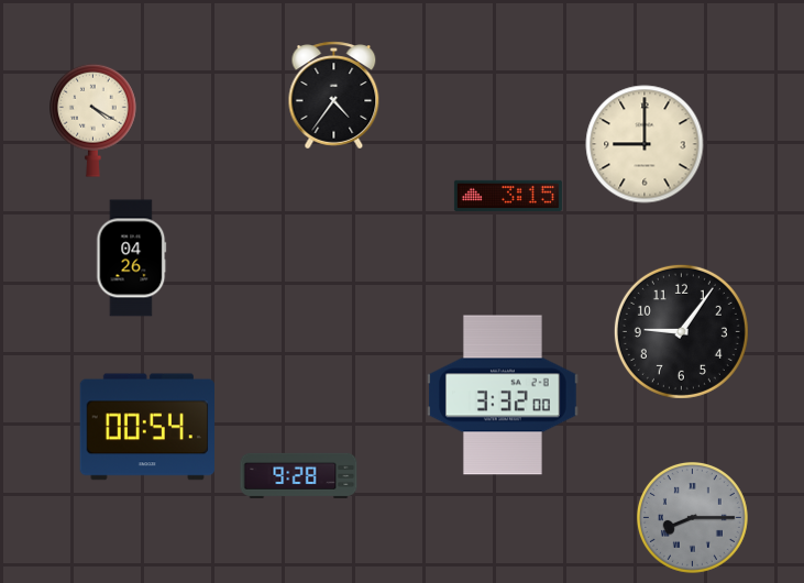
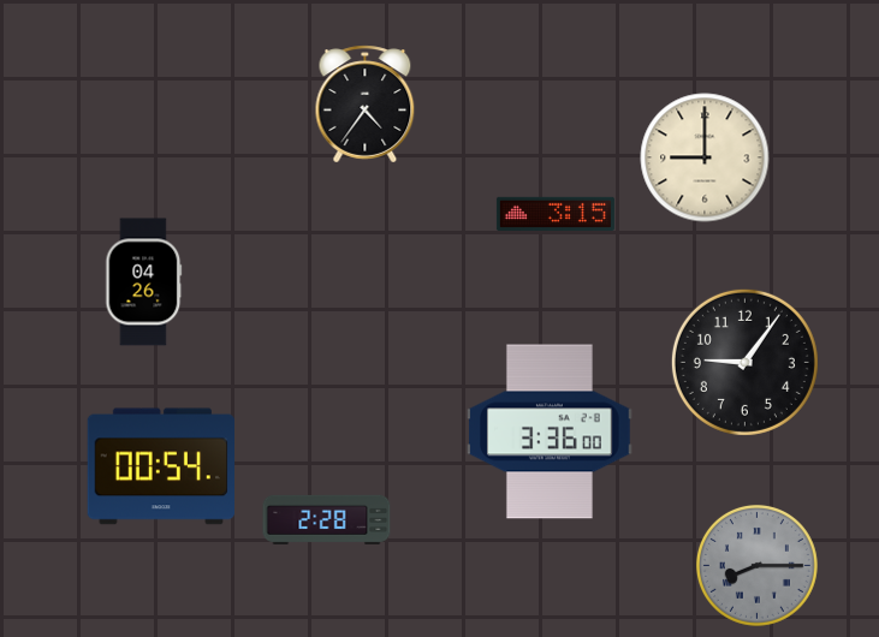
clock at (93, 120): 4:20 -> none
clock at (503, 395): 3:32 -> 3:36
clock at (299, 475): 9:28 -> 2:28
